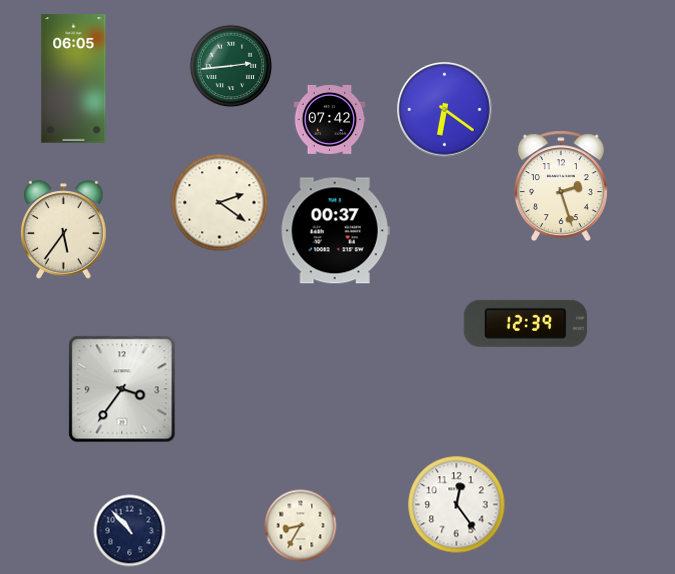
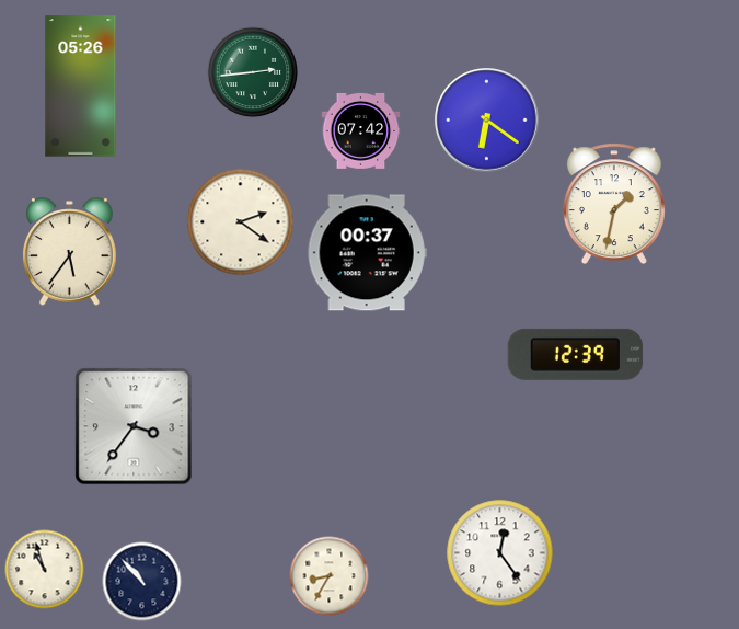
clock at (74, 79): 06:05 -> 05:26
clock at (561, 186): 2:27 -> 1:32
clock at (45, 570): none -> 10:57
